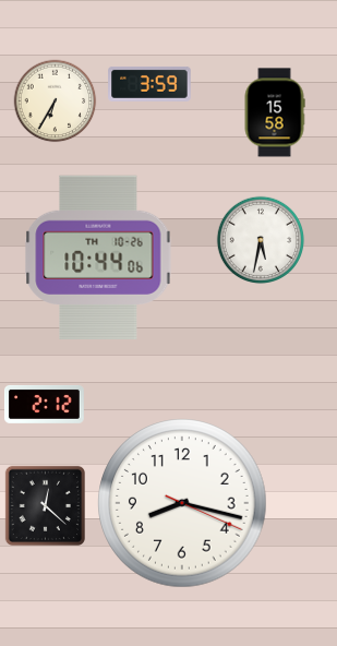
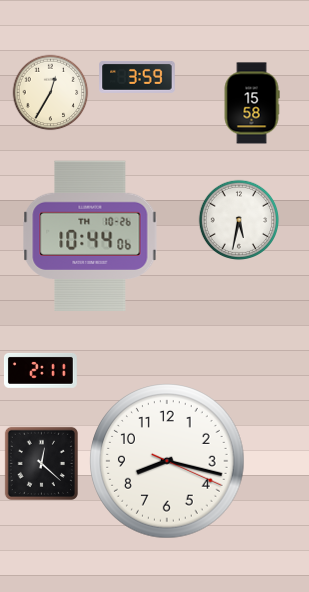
clock at (56, 101): 6:35 -> 12:35
clock at (44, 404): 2:12 -> 2:11
